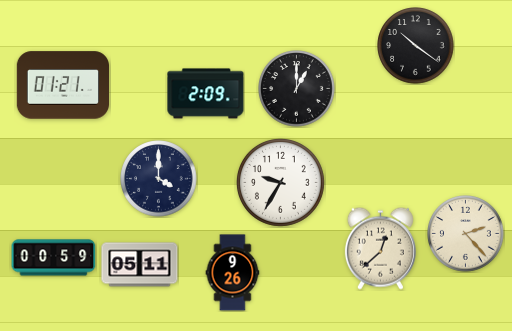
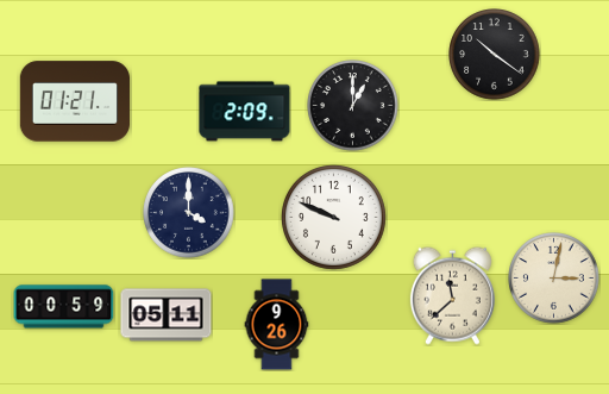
clock at (280, 182): 9:35 -> 9:49
clock at (466, 234): 2:23 -> 3:02
clock at (380, 248): 12:38 -> 11:38
